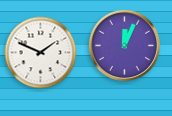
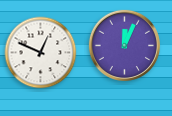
clock at (41, 53): 1:49 -> 12:49
